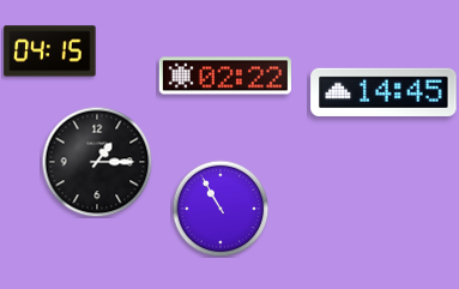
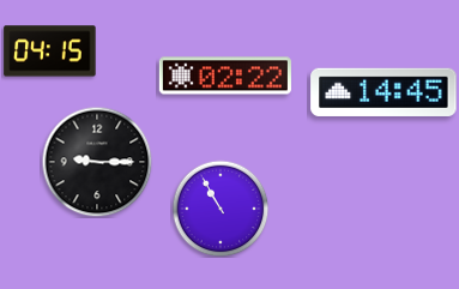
clock at (97, 162): 1:15 -> 9:15
